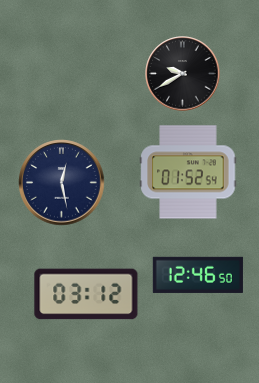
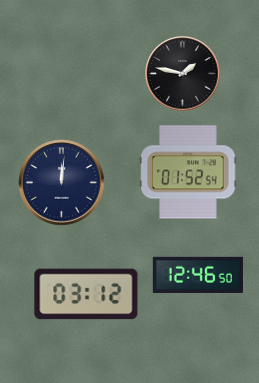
clock at (183, 74): 9:40 -> 1:47
clock at (62, 183): 12:28 -> 12:01
